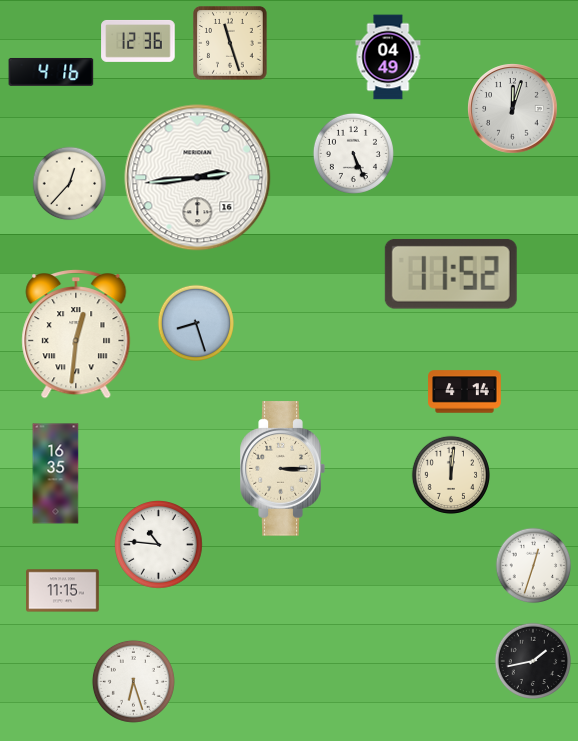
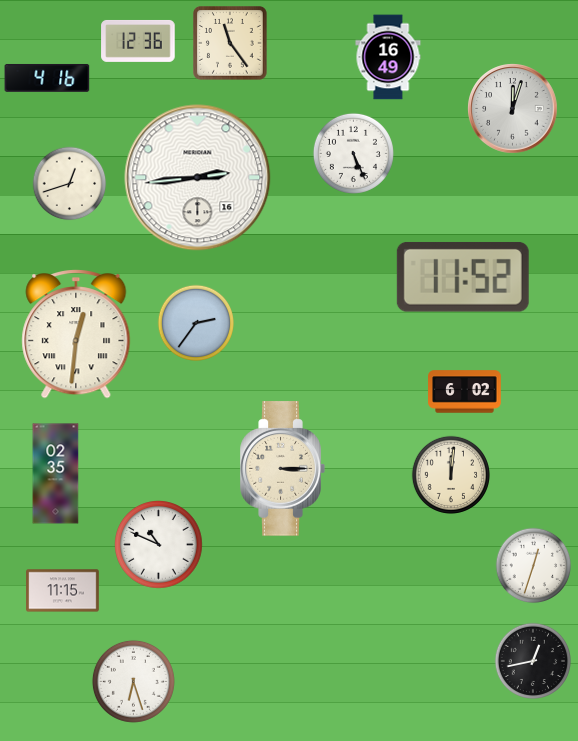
clock at (231, 44): 11:27 -> 11:24
clock at (388, 57): 04:49 -> 16:49
clock at (51, 72) position: (51, 72) -> (47, 78)
clock at (70, 184): 12:37 -> 12:42
clock at (451, 274) position: (451, 274) -> (463, 277)
clock at (196, 323): 8:27 -> 2:36
clock at (465, 392): 4:14 -> 6:02
clock at (56, 474): 16:35 -> 02:35
clock at (159, 545): 10:46 -> 10:49
clock at (533, 661): 1:43 -> 12:43
